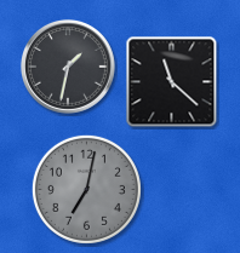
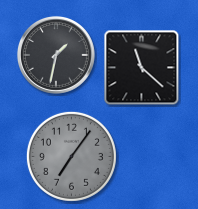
clock at (86, 189): 7:02 -> 7:06
